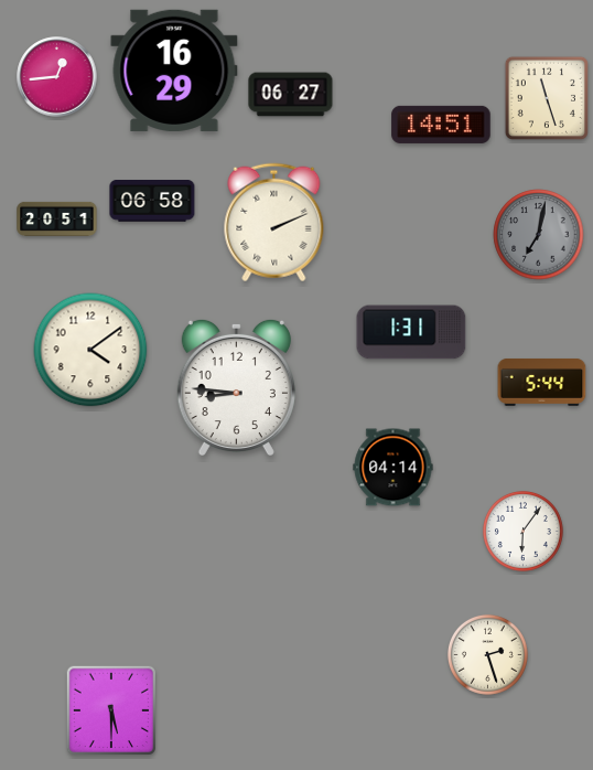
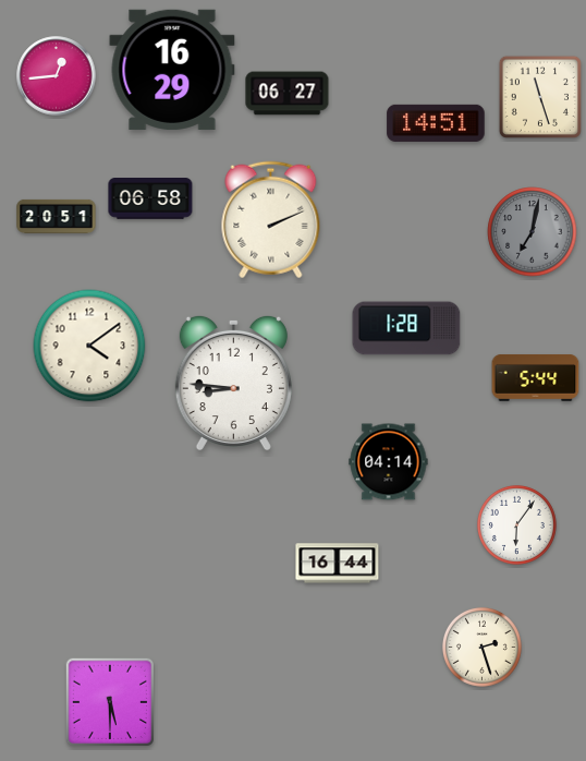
clock at (411, 332): 1:31 -> 1:28
clock at (338, 564): none -> 16:44
